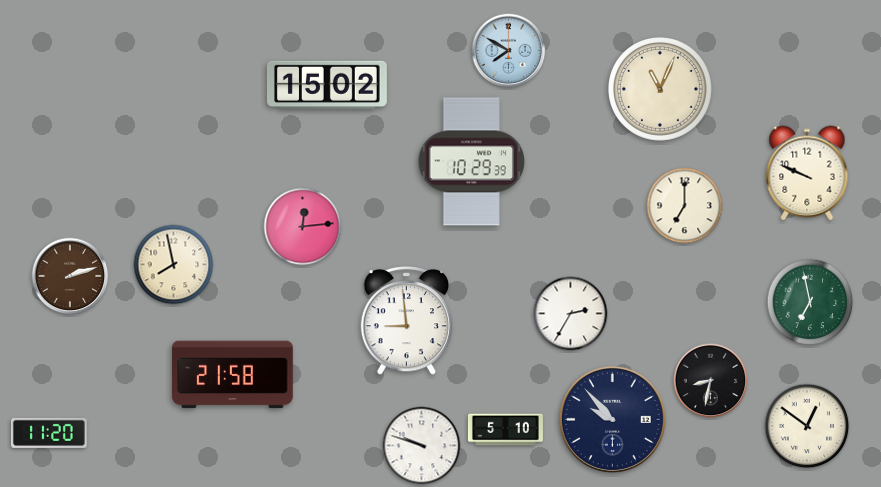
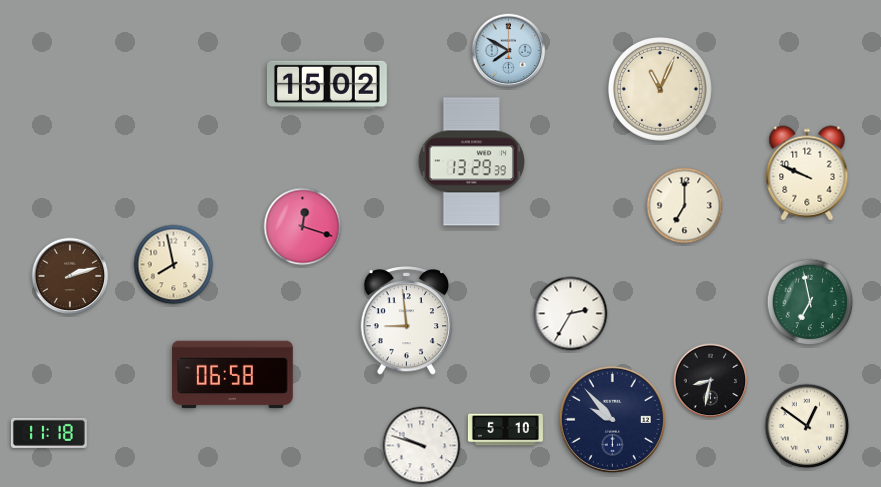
clock at (471, 162): 10:29 -> 13:29
clock at (303, 227): 12:14 -> 12:18
clock at (233, 375): 21:58 -> 06:58
clock at (49, 433): 11:20 -> 11:18
